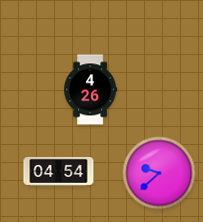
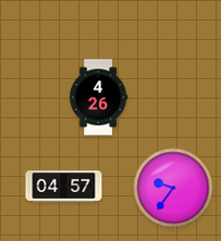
clock at (59, 171): 04:54 -> 04:57
clock at (159, 173): 9:38 -> 9:36
